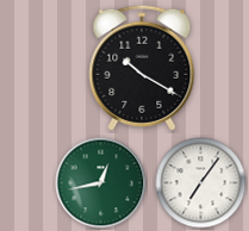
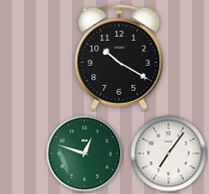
clock at (101, 183): 12:43 -> 12:48
